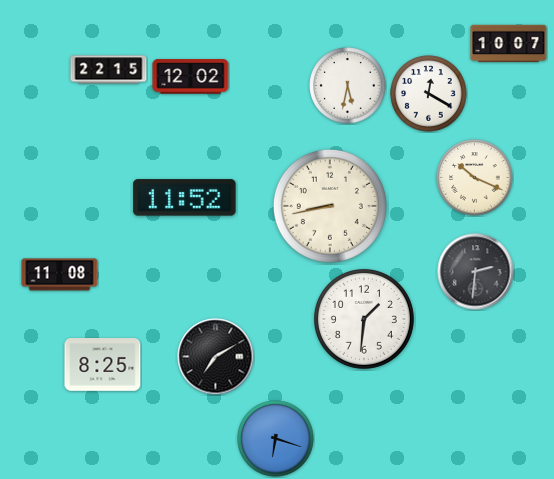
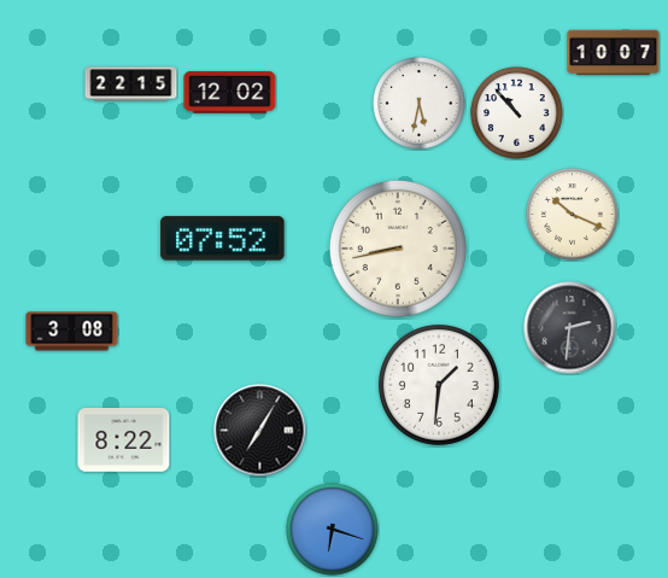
clock at (429, 94): 12:20 -> 10:53
clock at (185, 198): 11:52 -> 07:52
clock at (476, 272) position: (476, 272) -> (570, 328)
clock at (60, 275): 11:08 -> 3:08
clock at (216, 357): 7:10 -> 7:05
clock at (103, 365): 8:25 -> 8:22
